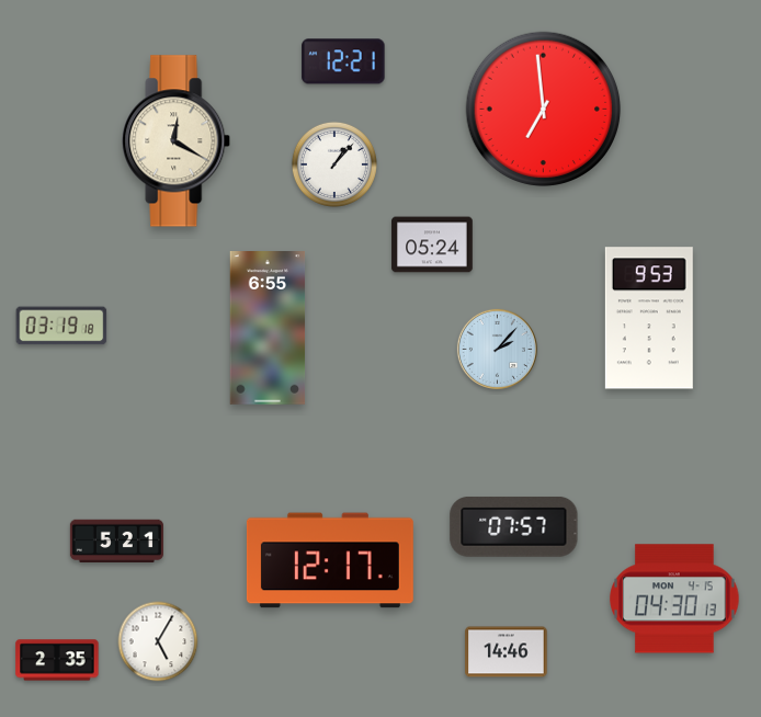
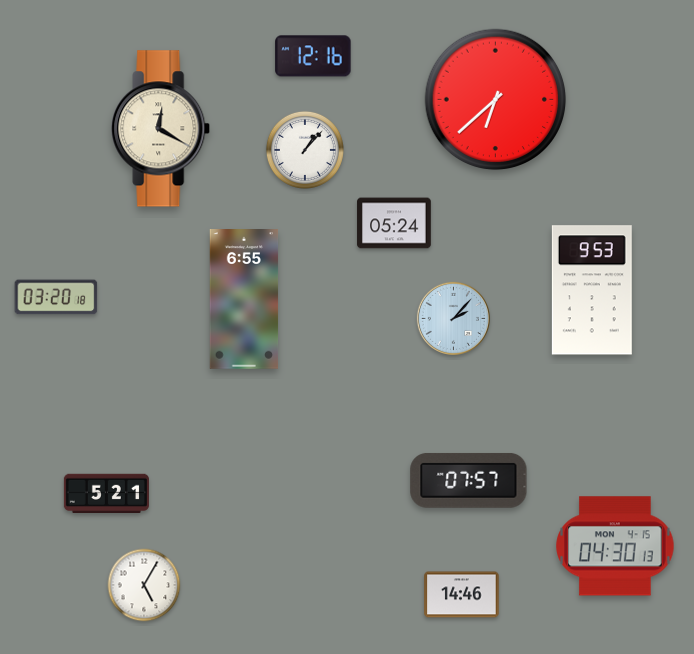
clock at (343, 61): 12:21 -> 12:16
clock at (544, 110): 6:59 -> 6:38
clock at (61, 326): 03:19 -> 03:20
clock at (330, 560): 12:17 -> none
clock at (57, 660): 2:35 -> none
